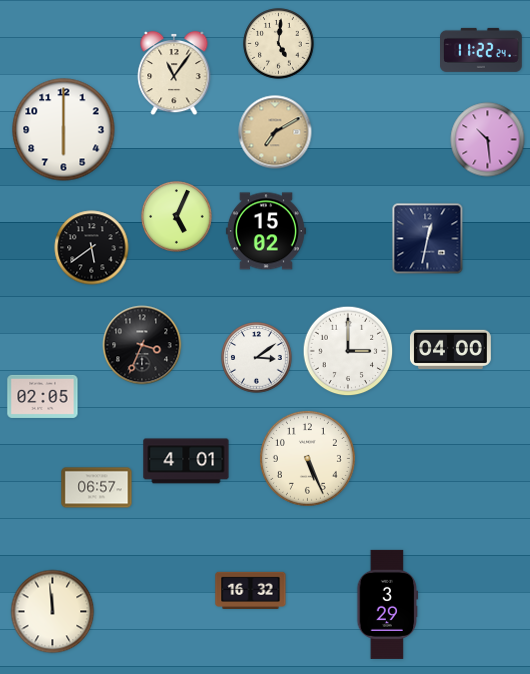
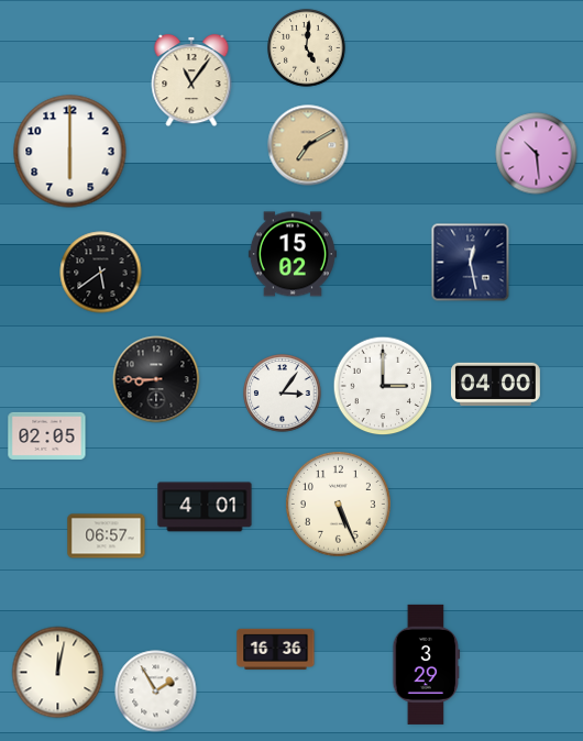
clock at (481, 50): 11:22 -> none
clock at (64, 130) position: (64, 130) -> (70, 152)
clock at (275, 132) position: (275, 132) -> (308, 145)
clock at (177, 217): 5:04 -> none
clock at (428, 239): 12:32 -> 12:28
clock at (142, 345): 3:34 -> 8:45
clock at (257, 358): 3:09 -> 3:06
clock at (251, 590): 16:32 -> 16:36
clock at (53, 612): 11:59 -> 12:02
clock at (156, 692): none -> 1:55
